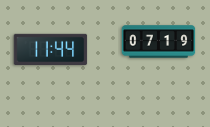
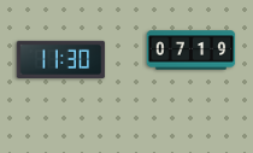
clock at (51, 49): 11:44 -> 11:30
